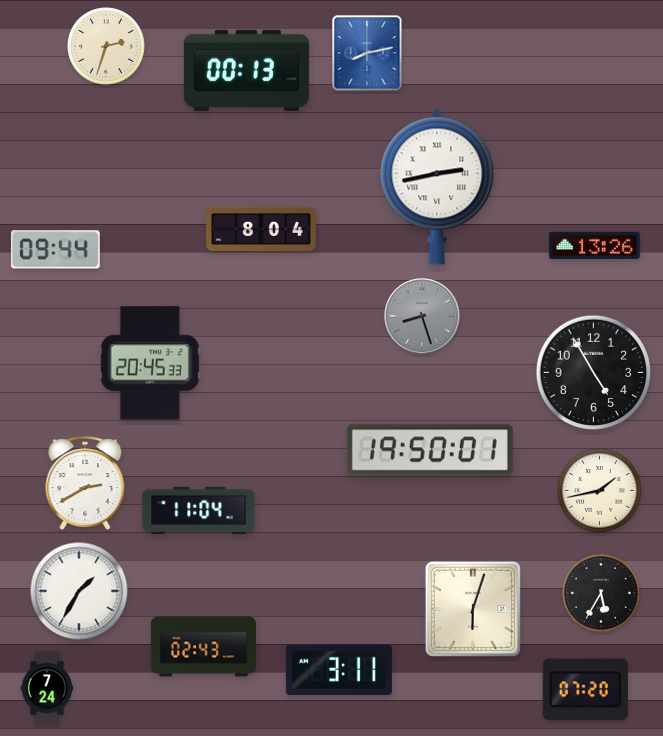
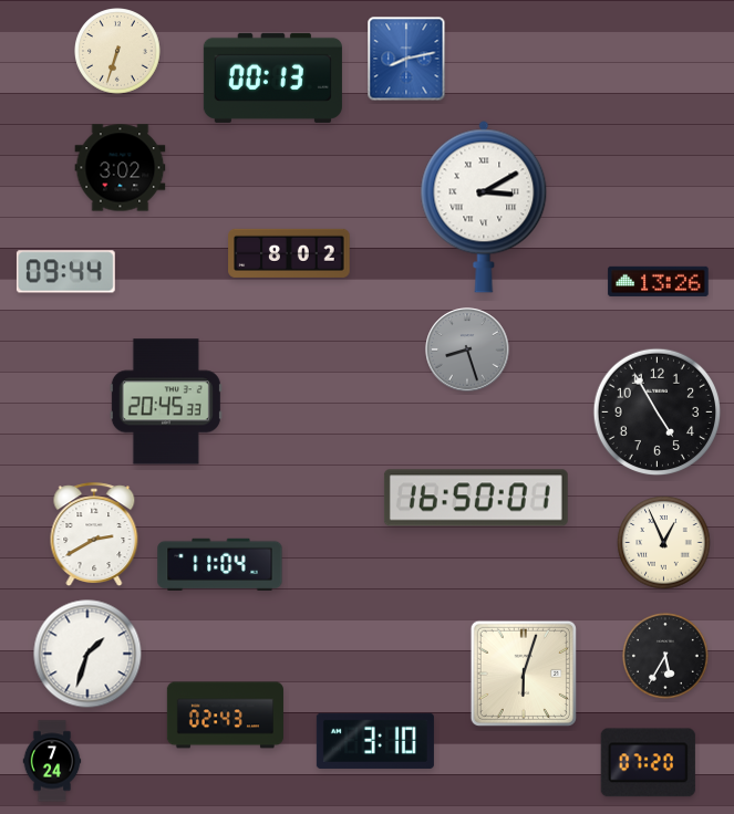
clock at (107, 47): 2:33 -> 6:33
clock at (121, 168): none -> 3:02
clock at (437, 187): 2:43 -> 3:10
clock at (261, 229): 8:04 -> 8:02
clock at (595, 245) position: (595, 245) -> (659, 281)
clock at (55, 250) position: (55, 250) -> (65, 272)
clock at (430, 450): 19:50 -> 16:50
clock at (600, 491): 1:43 -> 12:56
clock at (79, 591): 1:35 -> 1:33
clock at (339, 670): 3:11 -> 3:10
